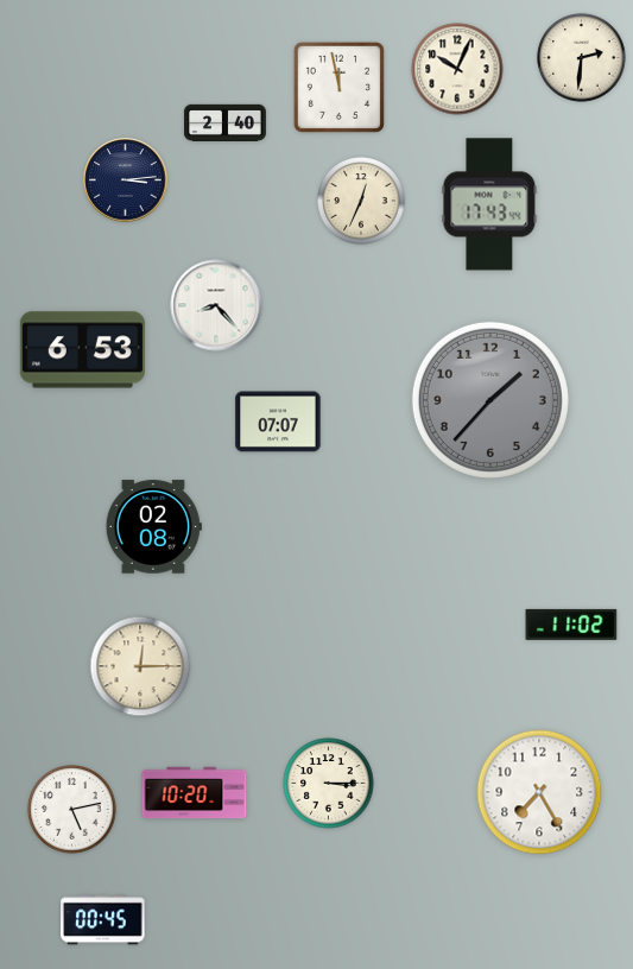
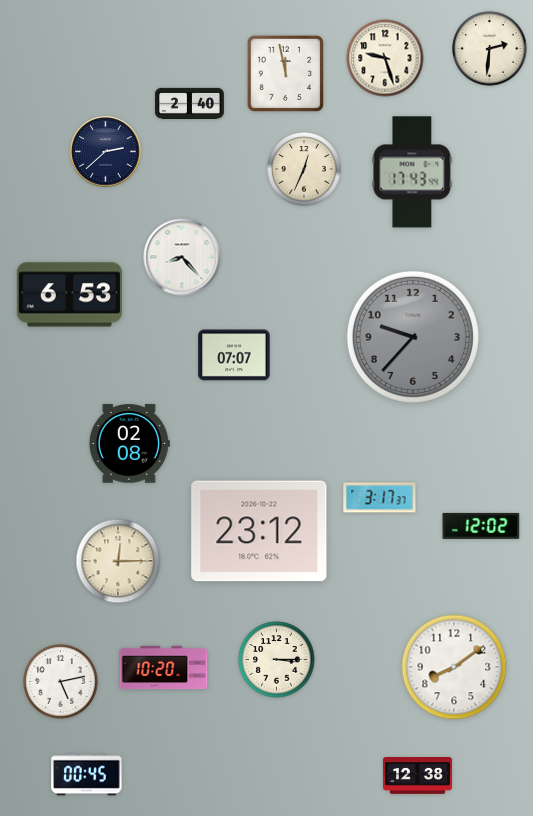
clock at (457, 69): 10:04 -> 9:27
clock at (126, 180): 3:14 -> 2:38
clock at (490, 400): 1:37 -> 9:37
clock at (380, 498): none -> 3:17
clock at (571, 625): 11:02 -> 12:02
clock at (259, 531): none -> 23:12
clock at (539, 792): 7:25 -> 8:09
clock at (417, 776): none -> 12:38
